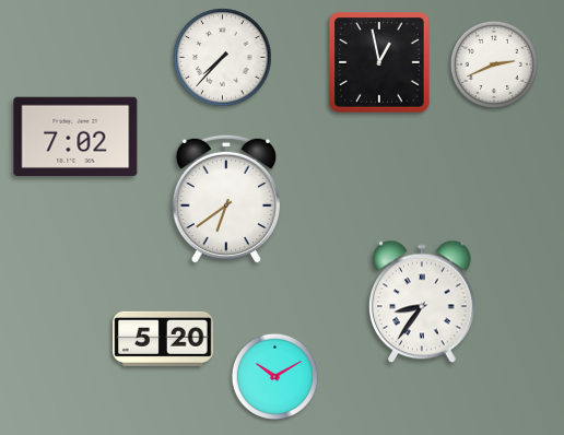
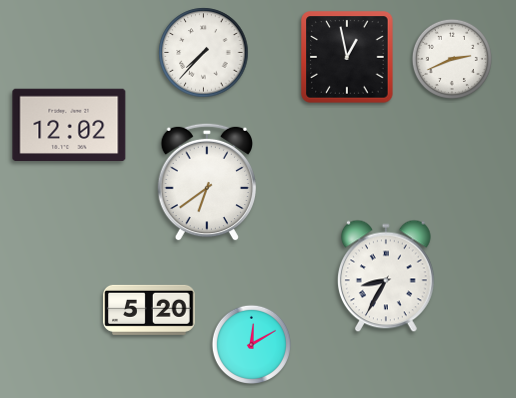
clock at (75, 136): 7:02 -> 12:02
clock at (422, 302): 8:36 -> 8:35
clock at (274, 376): 10:10 -> 12:10
